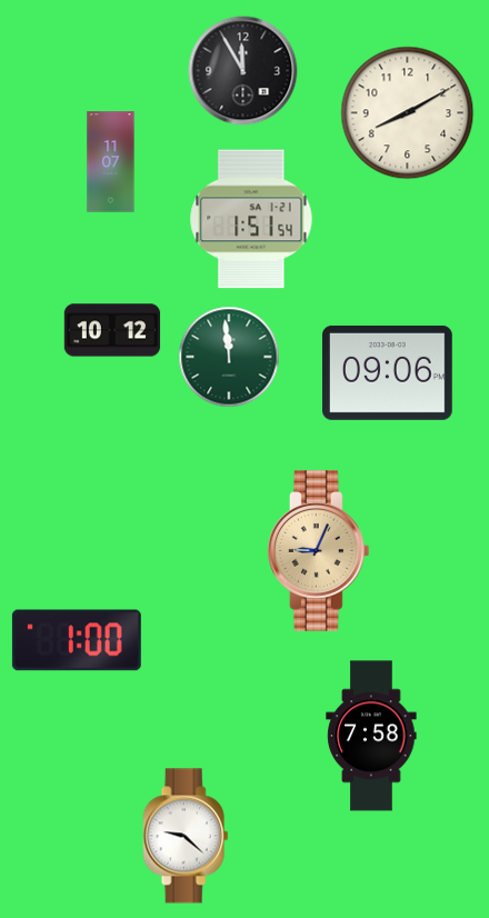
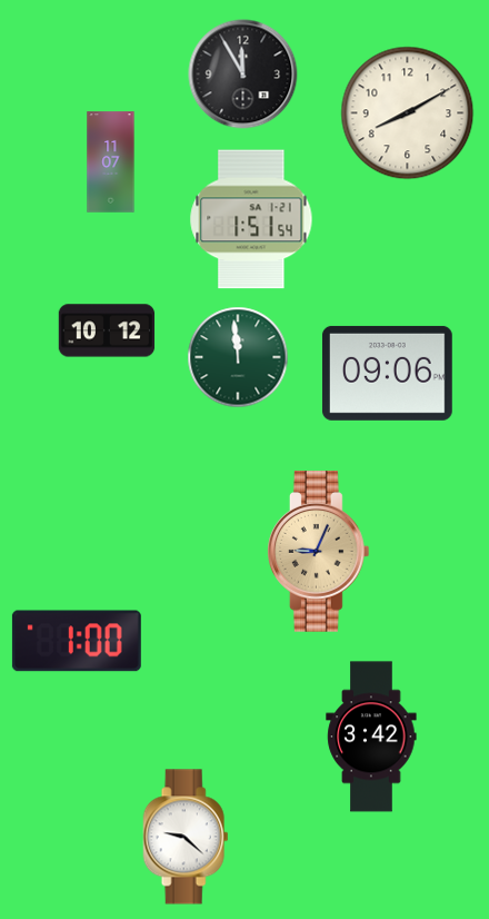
clock at (243, 71) position: (243, 71) -> (243, 75)
clock at (112, 330) position: (112, 330) -> (107, 330)
clock at (229, 357) position: (229, 357) -> (238, 357)
clock at (371, 736): 7:58 -> 3:42
